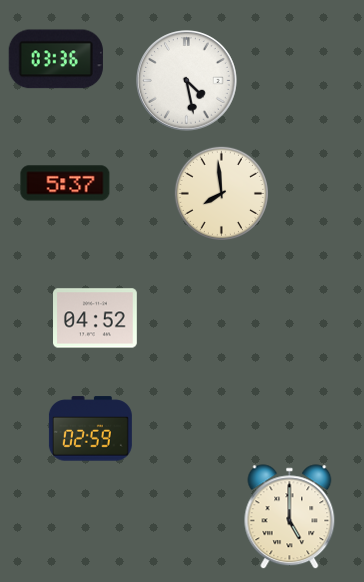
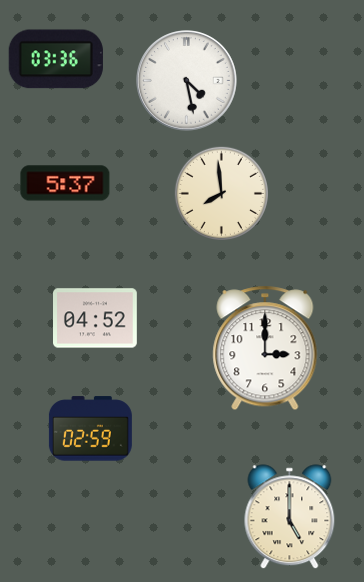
clock at (265, 348): none -> 3:00
